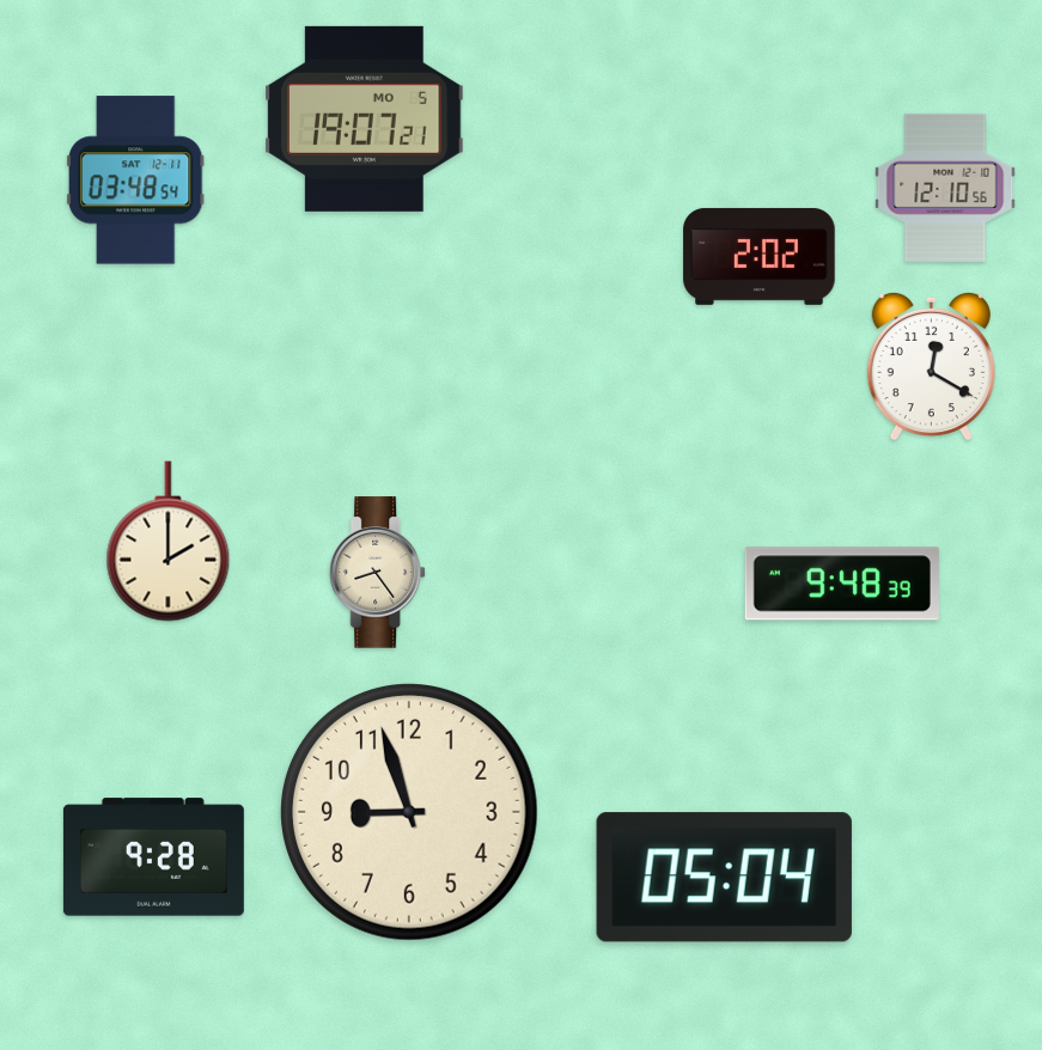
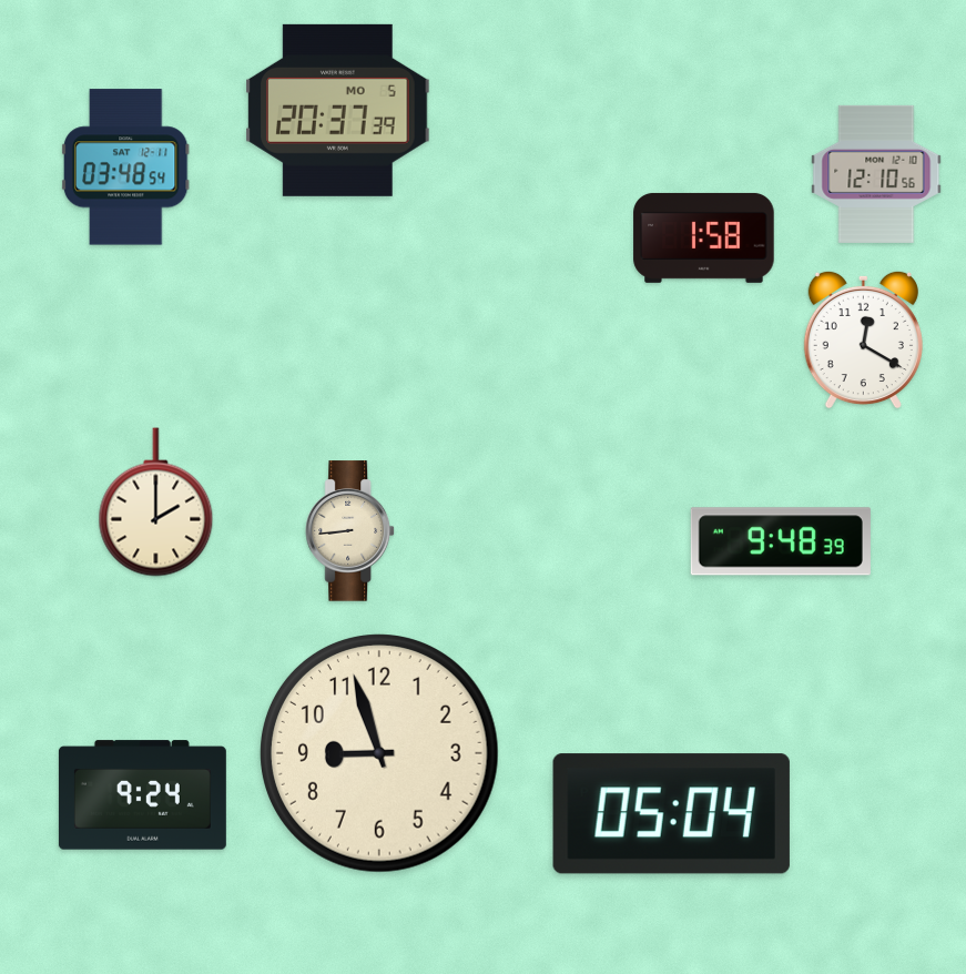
clock at (365, 118): 19:07 -> 20:37
clock at (760, 256): 2:02 -> 1:58
clock at (377, 573): 8:24 -> 8:44
clock at (153, 857): 9:28 -> 9:24
